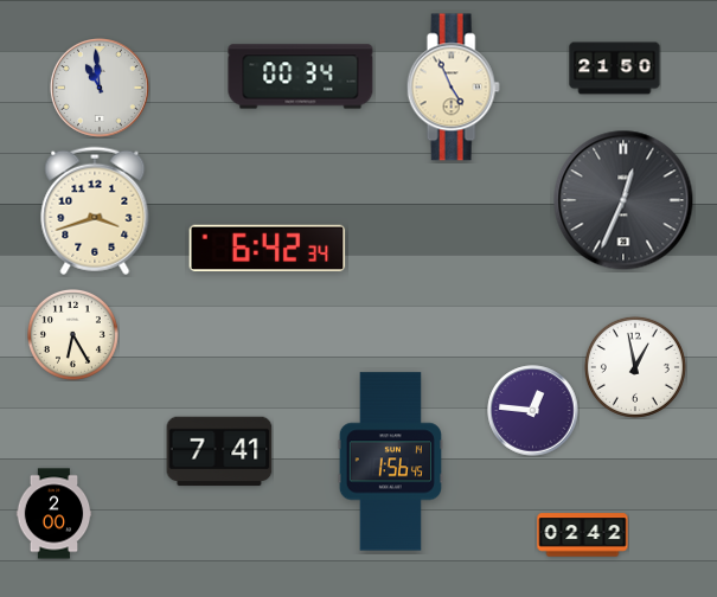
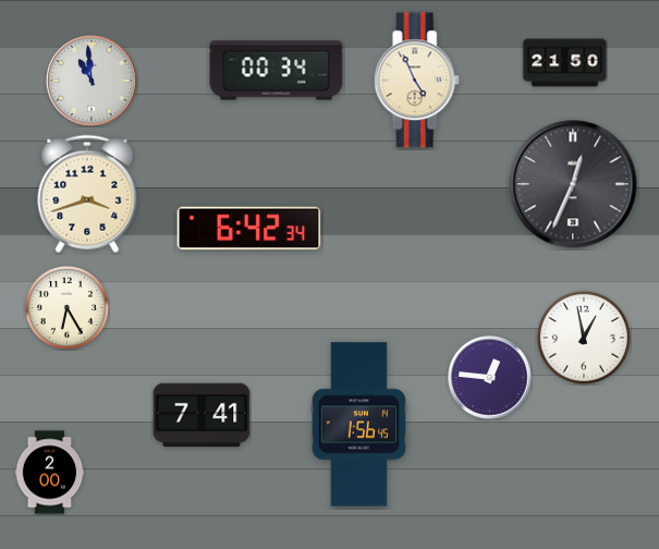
clock at (268, 249) position: (268, 249) -> (249, 229)
clock at (583, 535): 02:42 -> none
